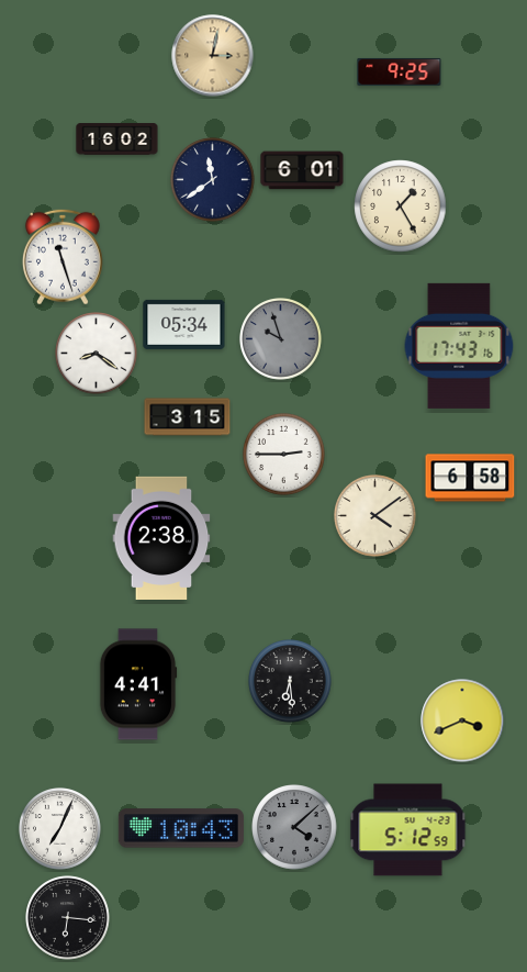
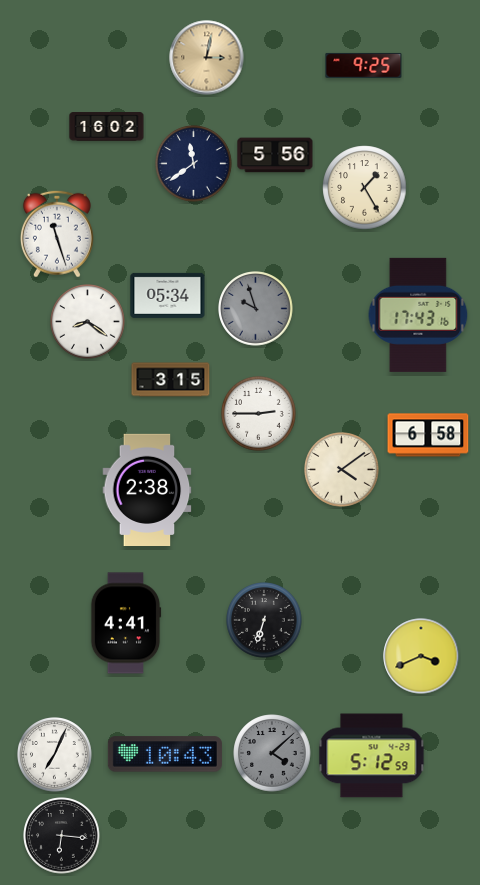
clock at (213, 56) position: (213, 56) -> (207, 58)
clock at (302, 170): 6:01 -> 5:56
clock at (290, 681): 6:29 -> 6:33
clock at (294, 827) position: (294, 827) -> (272, 753)
